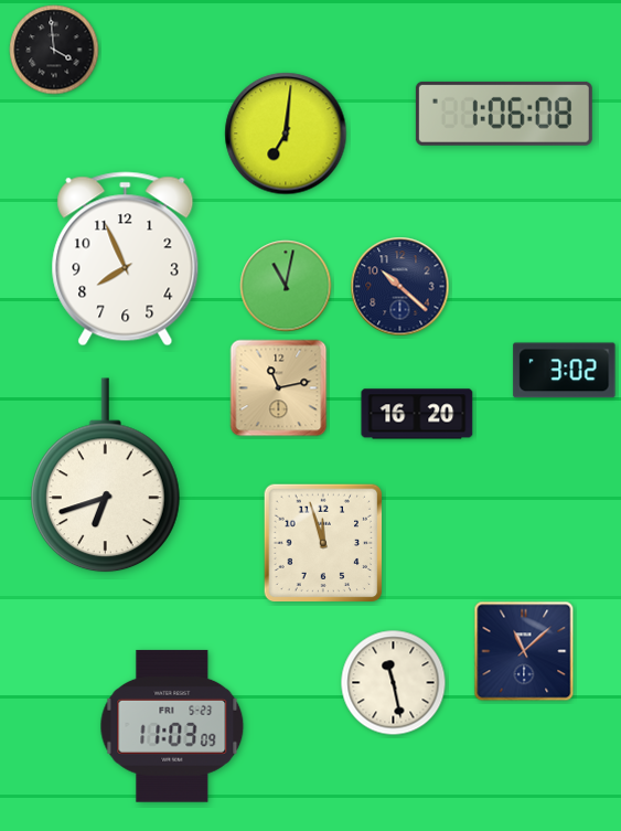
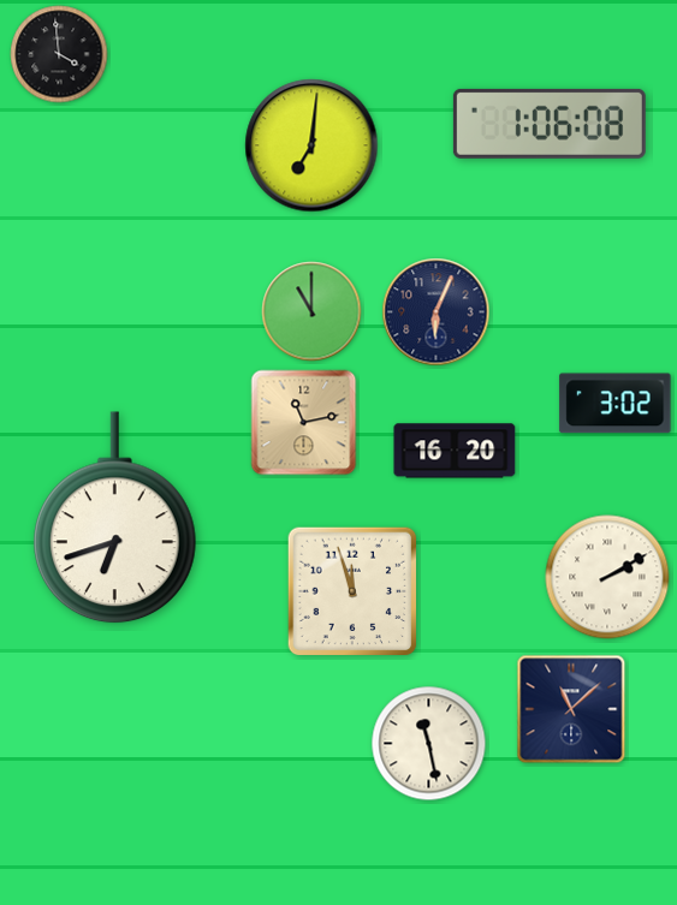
clock at (126, 259): 7:56 -> none
clock at (286, 286): 11:02 -> 11:00
clock at (400, 287): 10:22 -> 6:04
clock at (607, 577): none -> 2:10
clock at (172, 726): 11:03 -> none
